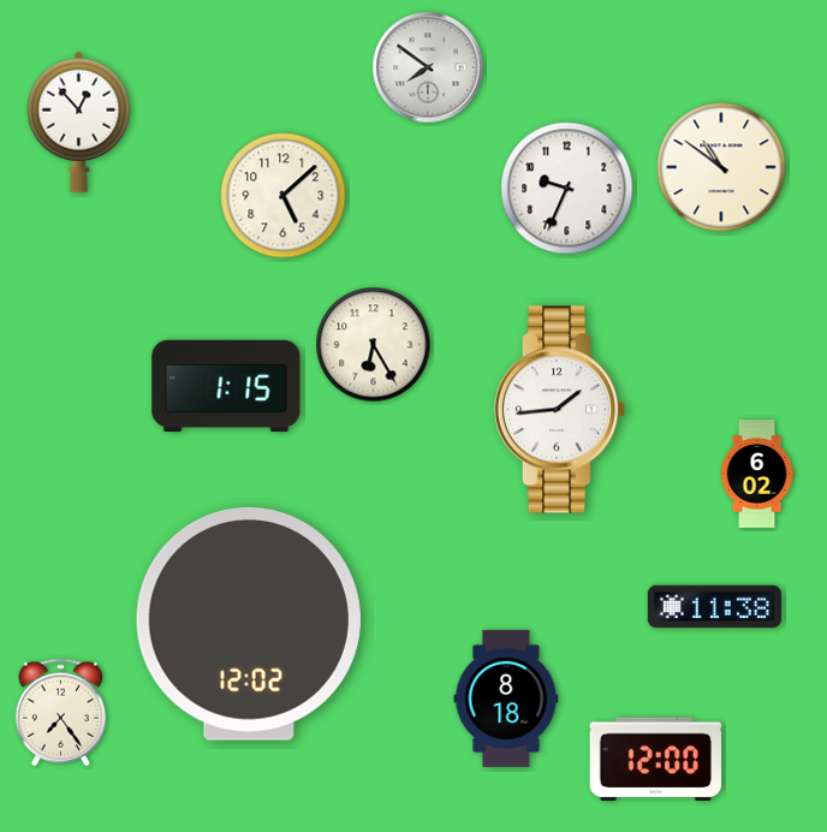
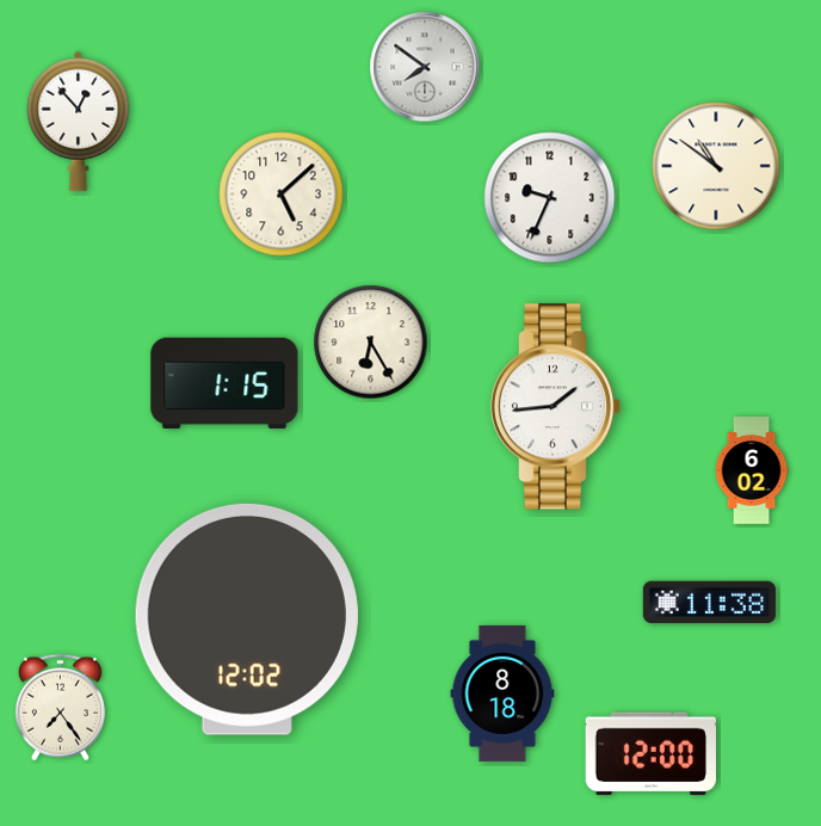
clock at (567, 189) position: (567, 189) -> (550, 198)
